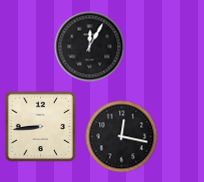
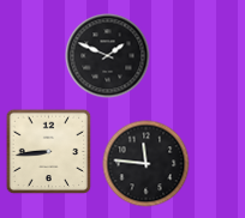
clock at (90, 47): 12:05 -> 1:49
clock at (122, 137): 12:17 -> 11:46
